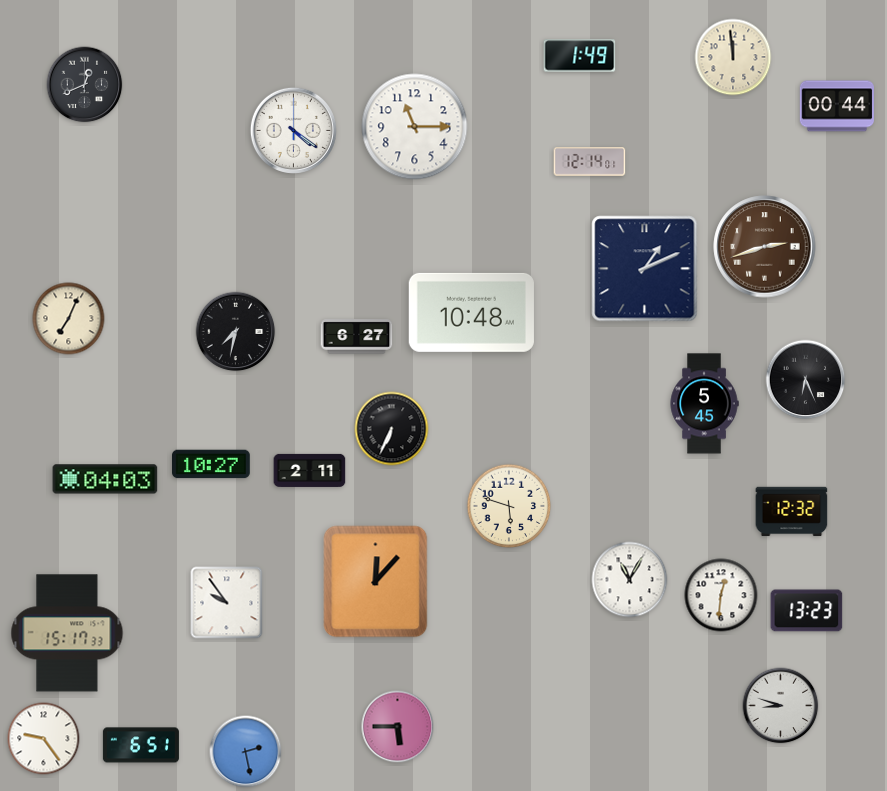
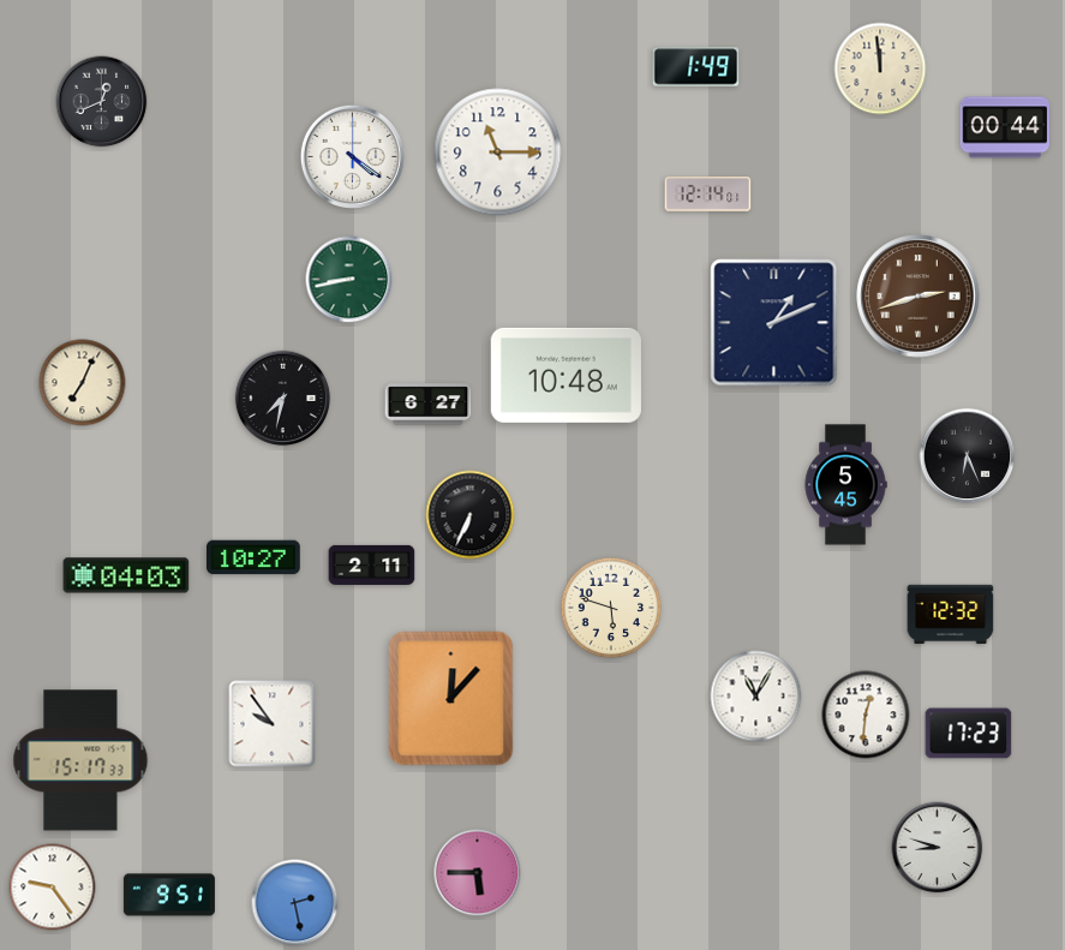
clock at (349, 280): none -> 8:43
clock at (807, 611): 13:23 -> 17:23
clock at (141, 745): 6:51 -> 9:51
